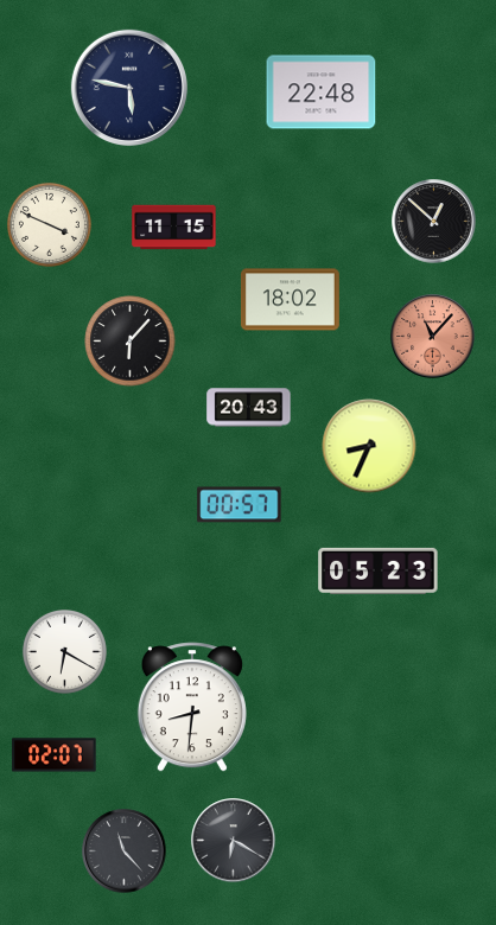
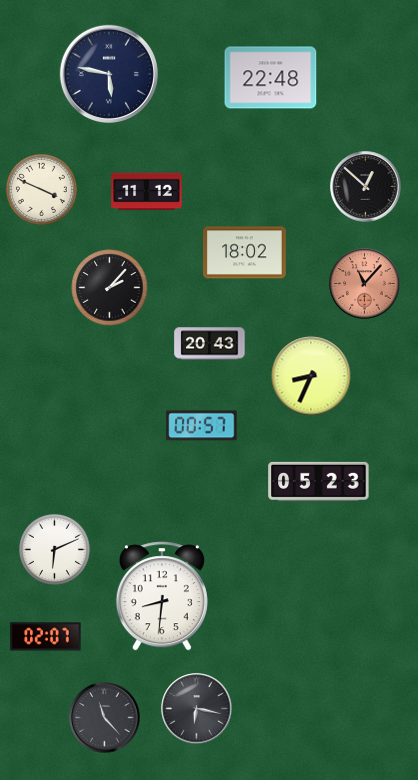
clock at (174, 228): 11:15 -> 11:12
clock at (131, 342): 6:07 -> 2:07
clock at (64, 651): 6:20 -> 6:11
clock at (234, 841): 6:20 -> 6:17
